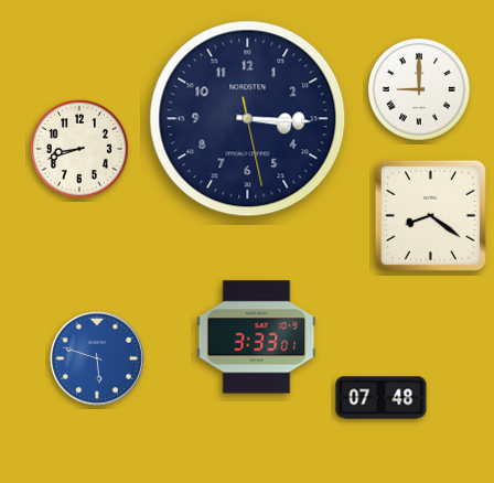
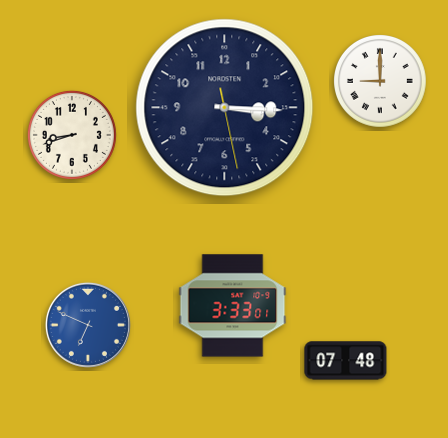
clock at (430, 215): 8:21 -> none
clock at (97, 358): 5:48 -> 6:49
